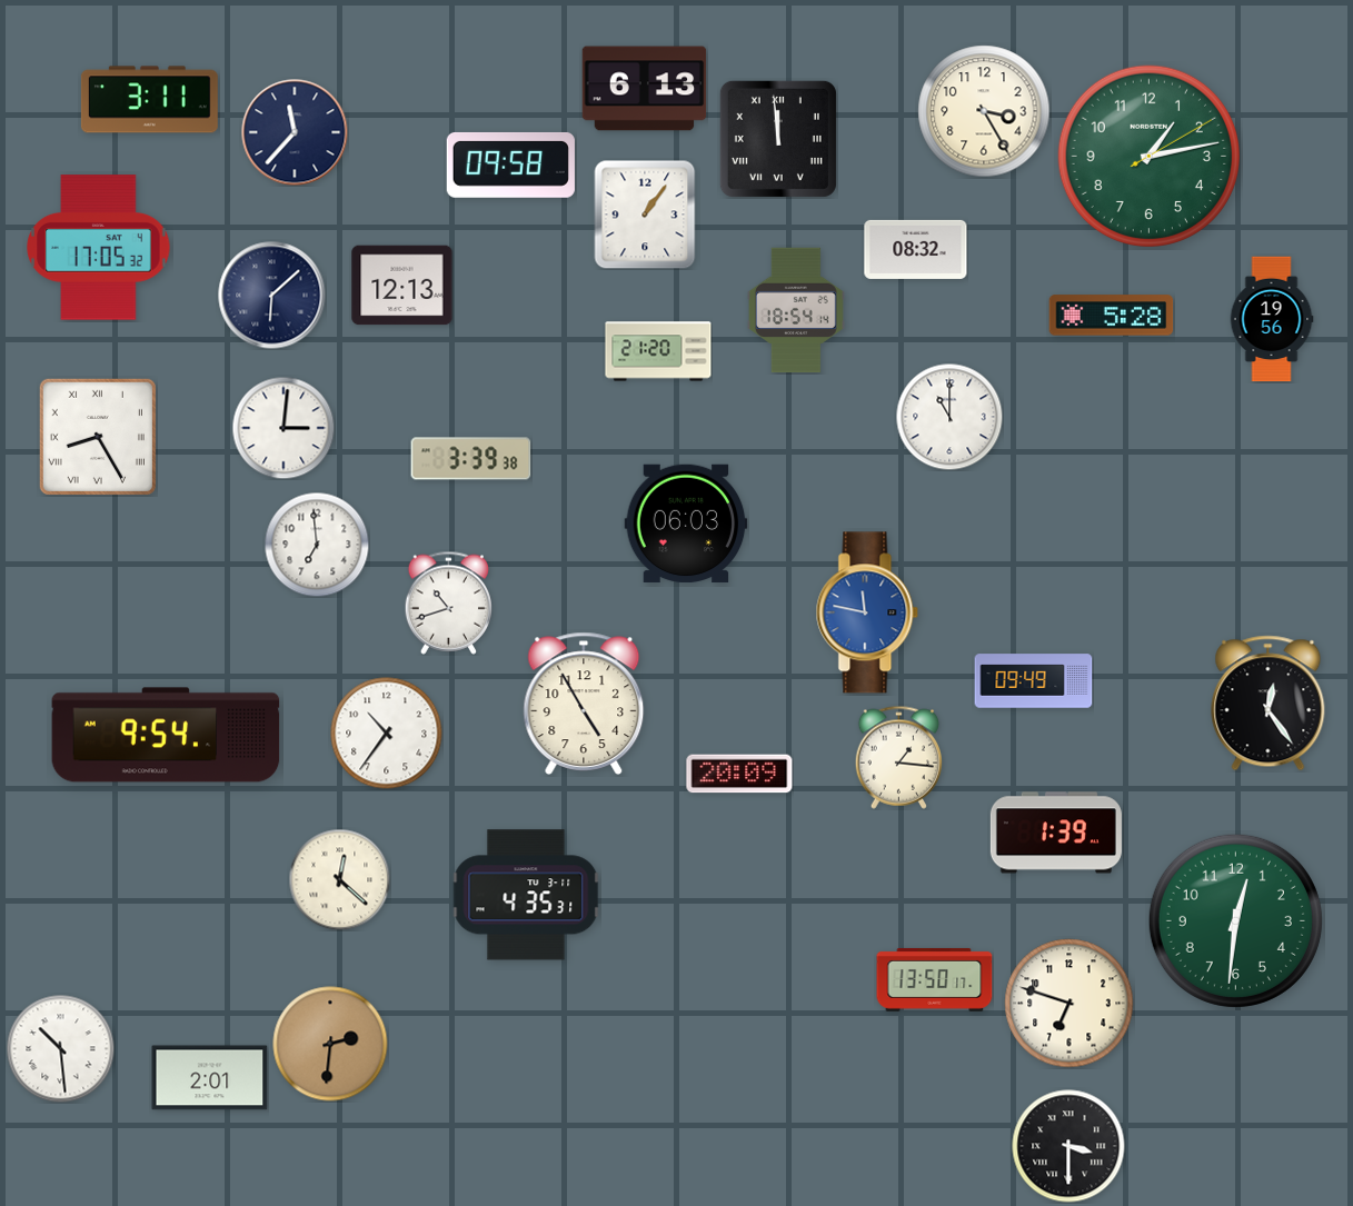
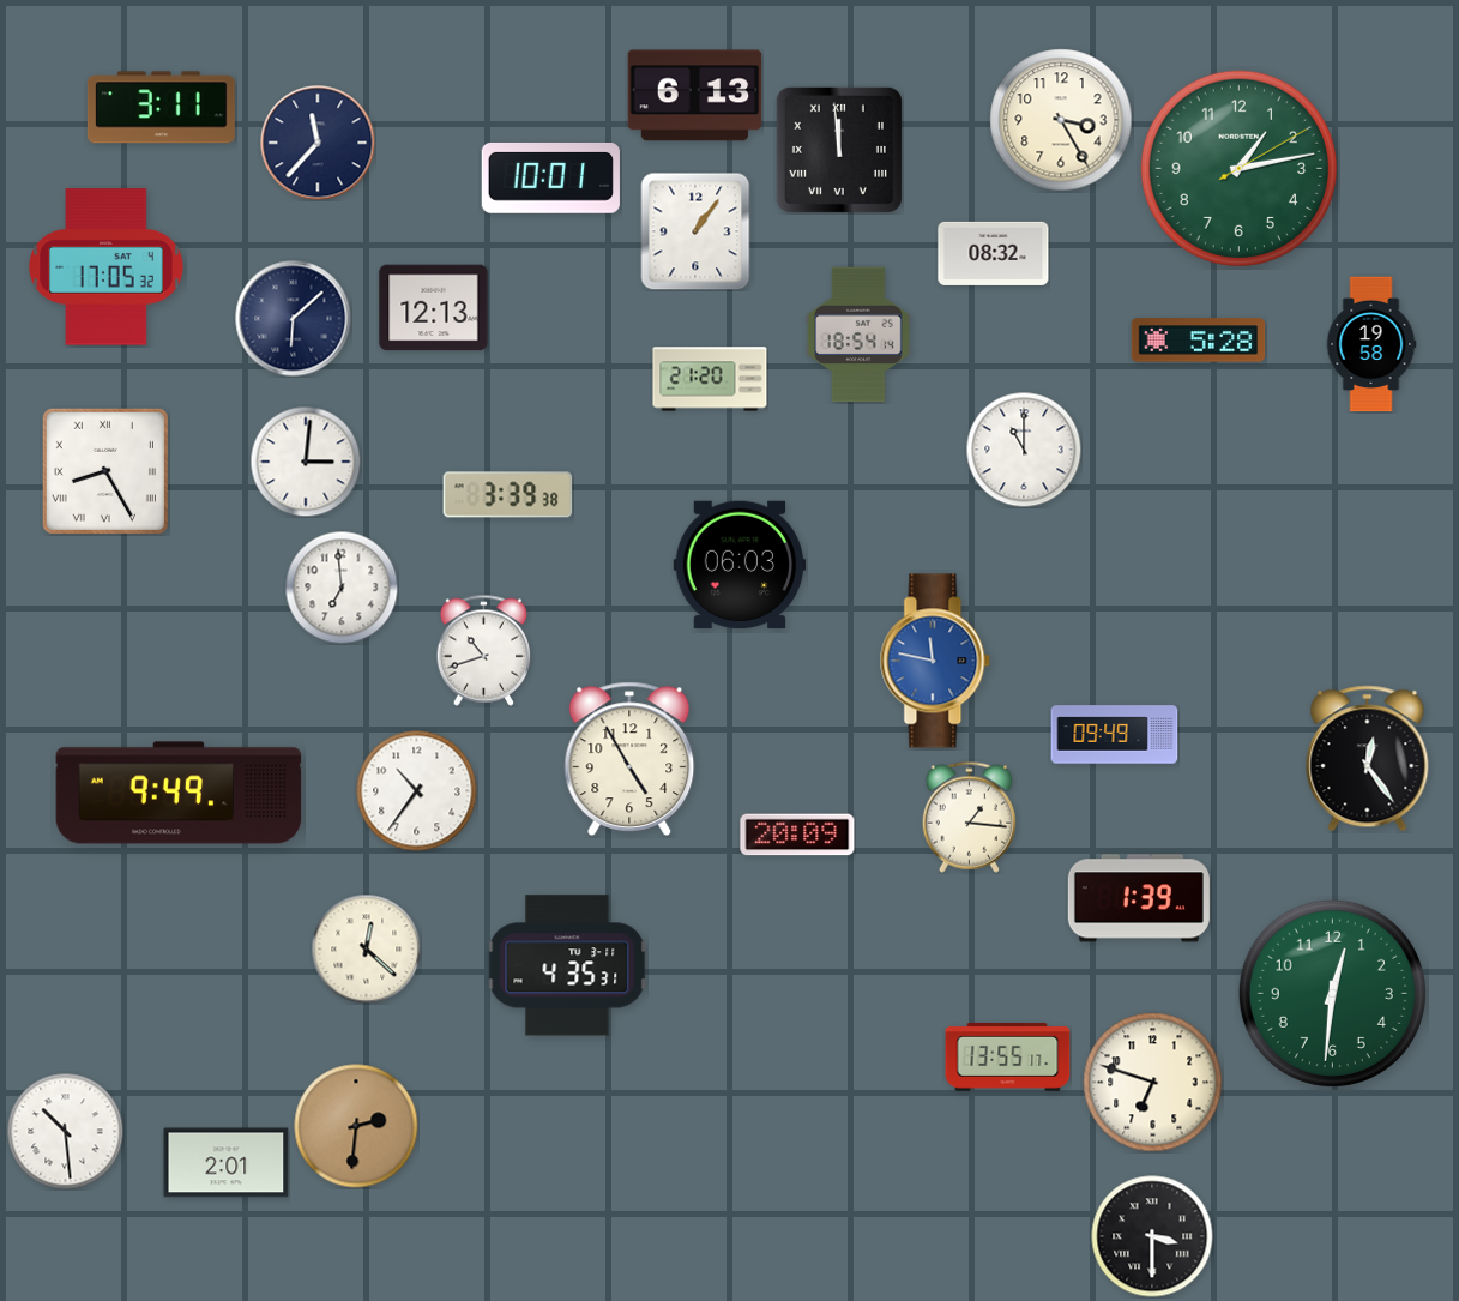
clock at (510, 165): 09:58 -> 10:01
clock at (916, 249) position: (916, 249) -> (994, 253)
clock at (1272, 319): 19:56 -> 19:58
clock at (166, 735): 9:54 -> 9:49
clock at (935, 979): 13:50 -> 13:55
